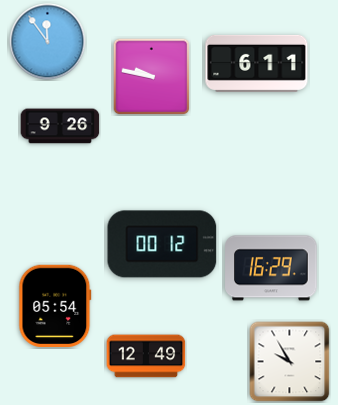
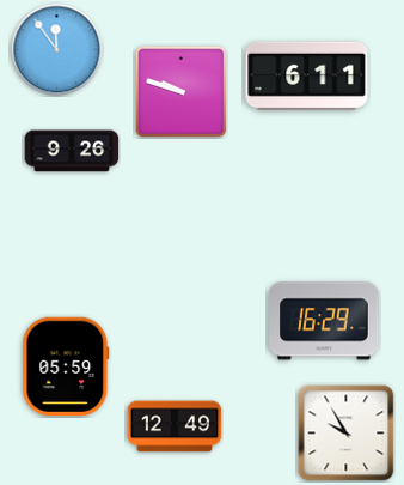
clock at (151, 76): 9:47 -> 9:48
clock at (162, 244): 00:12 -> none
clock at (55, 305): 05:54 -> 05:59
